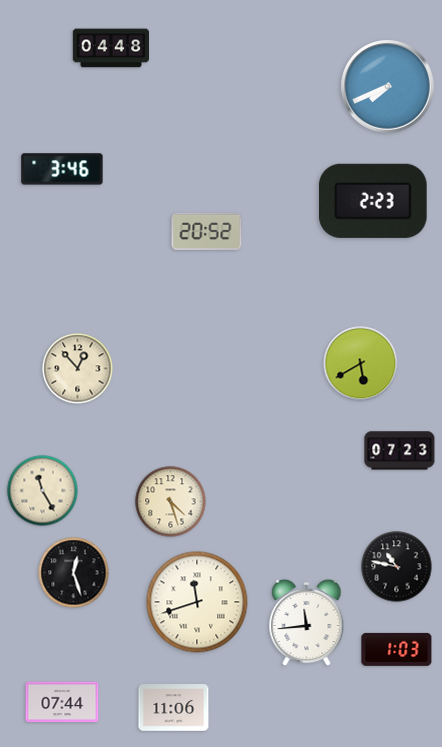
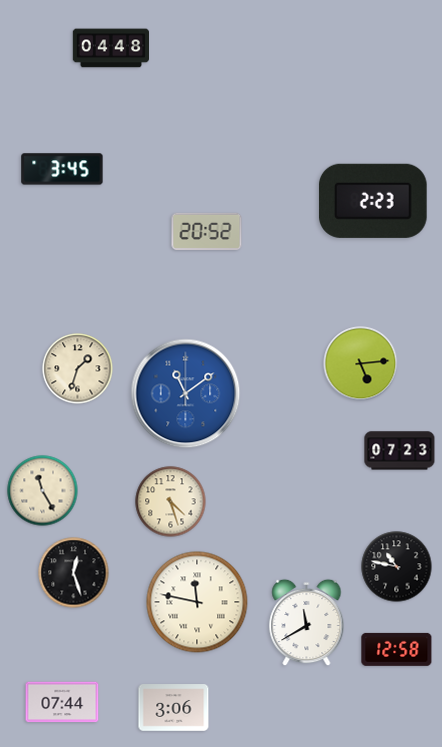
clock at (388, 87): 7:41 -> none
clock at (62, 169): 3:46 -> 3:45
clock at (361, 364): 5:40 -> 5:14
clock at (78, 369): 12:53 -> 1:33
clock at (186, 394): none -> 11:09
clock at (197, 602): 11:42 -> 11:47
clock at (307, 623): 11:44 -> 11:40
clock at (397, 649): 1:03 -> 12:58
clock at (174, 708): 11:06 -> 3:06
